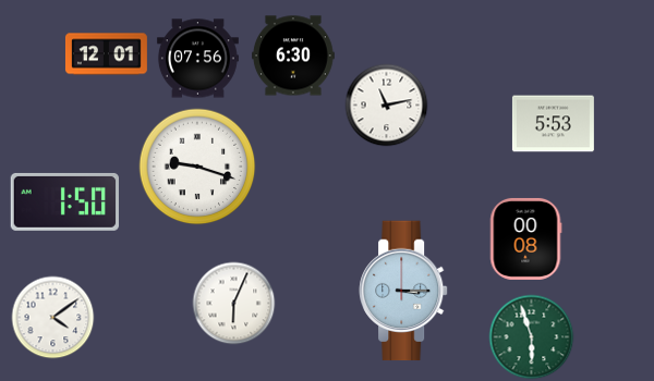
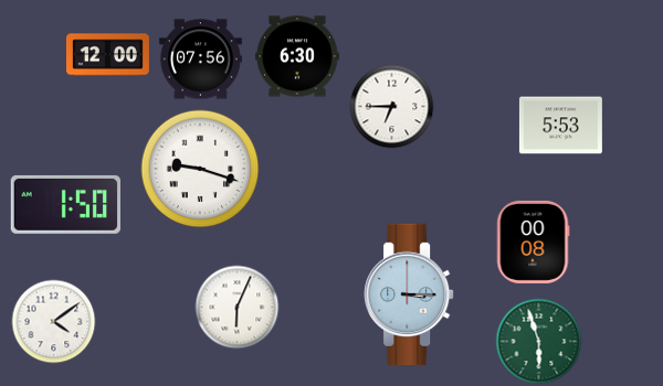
clock at (106, 54): 12:01 -> 12:00
clock at (387, 106): 11:13 -> 6:45
